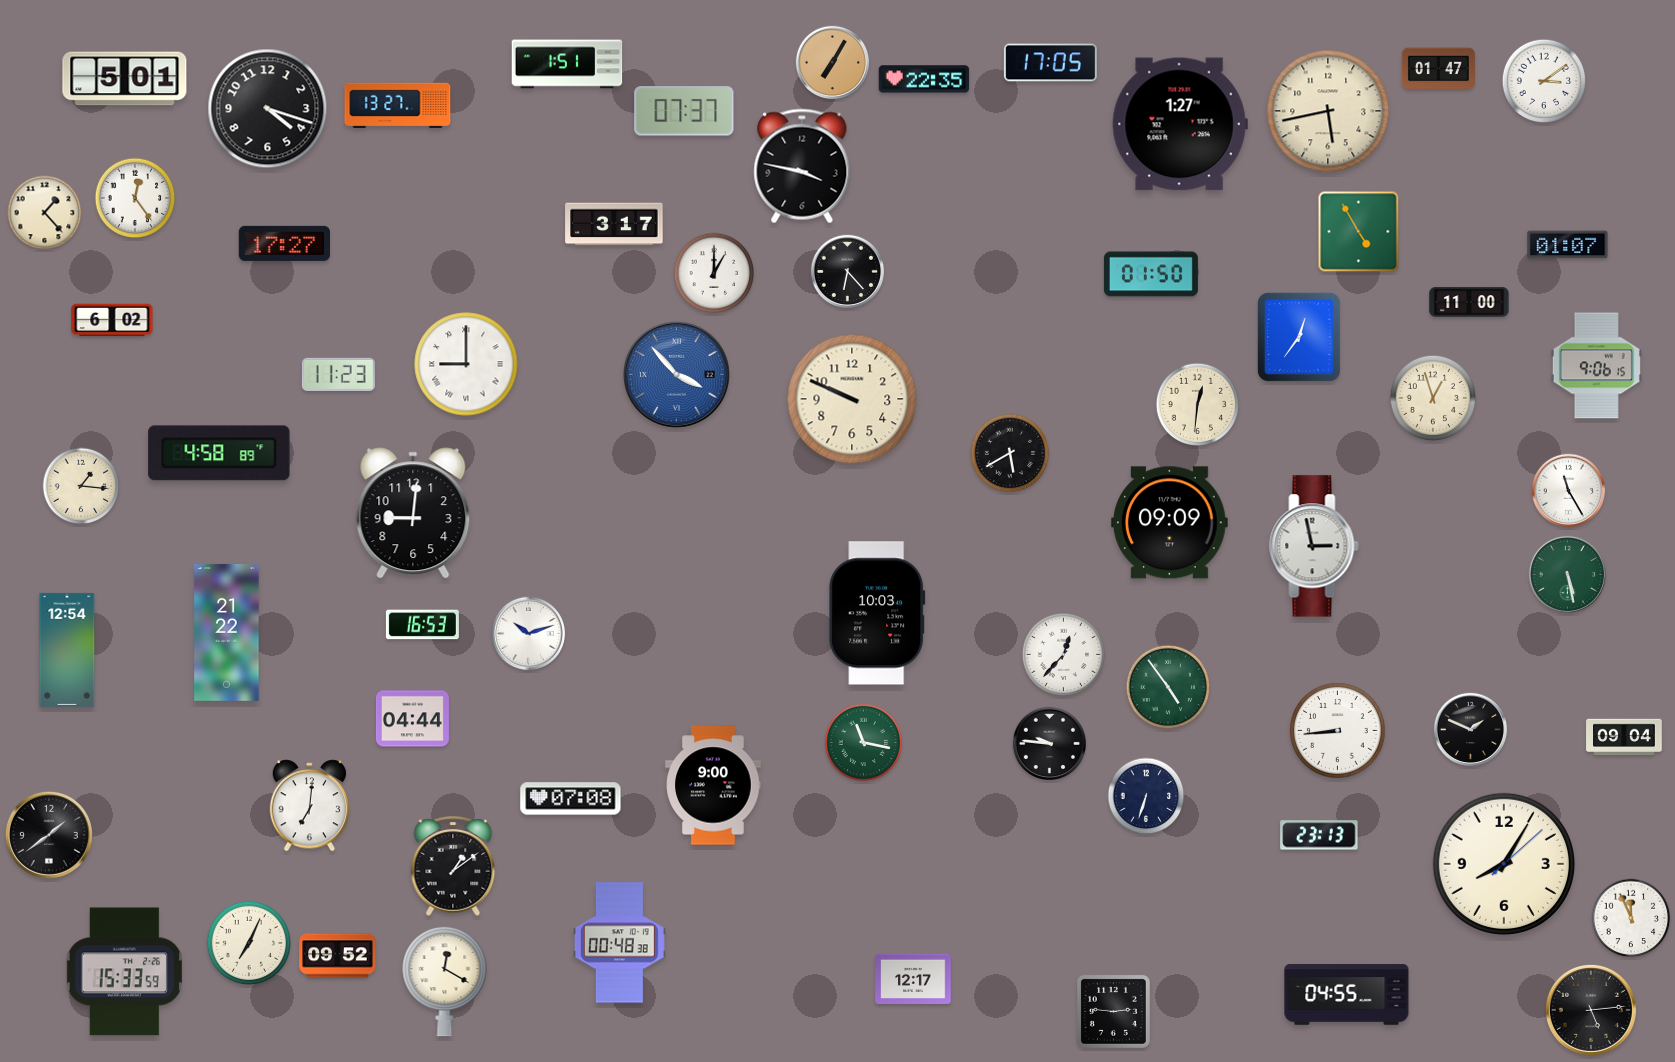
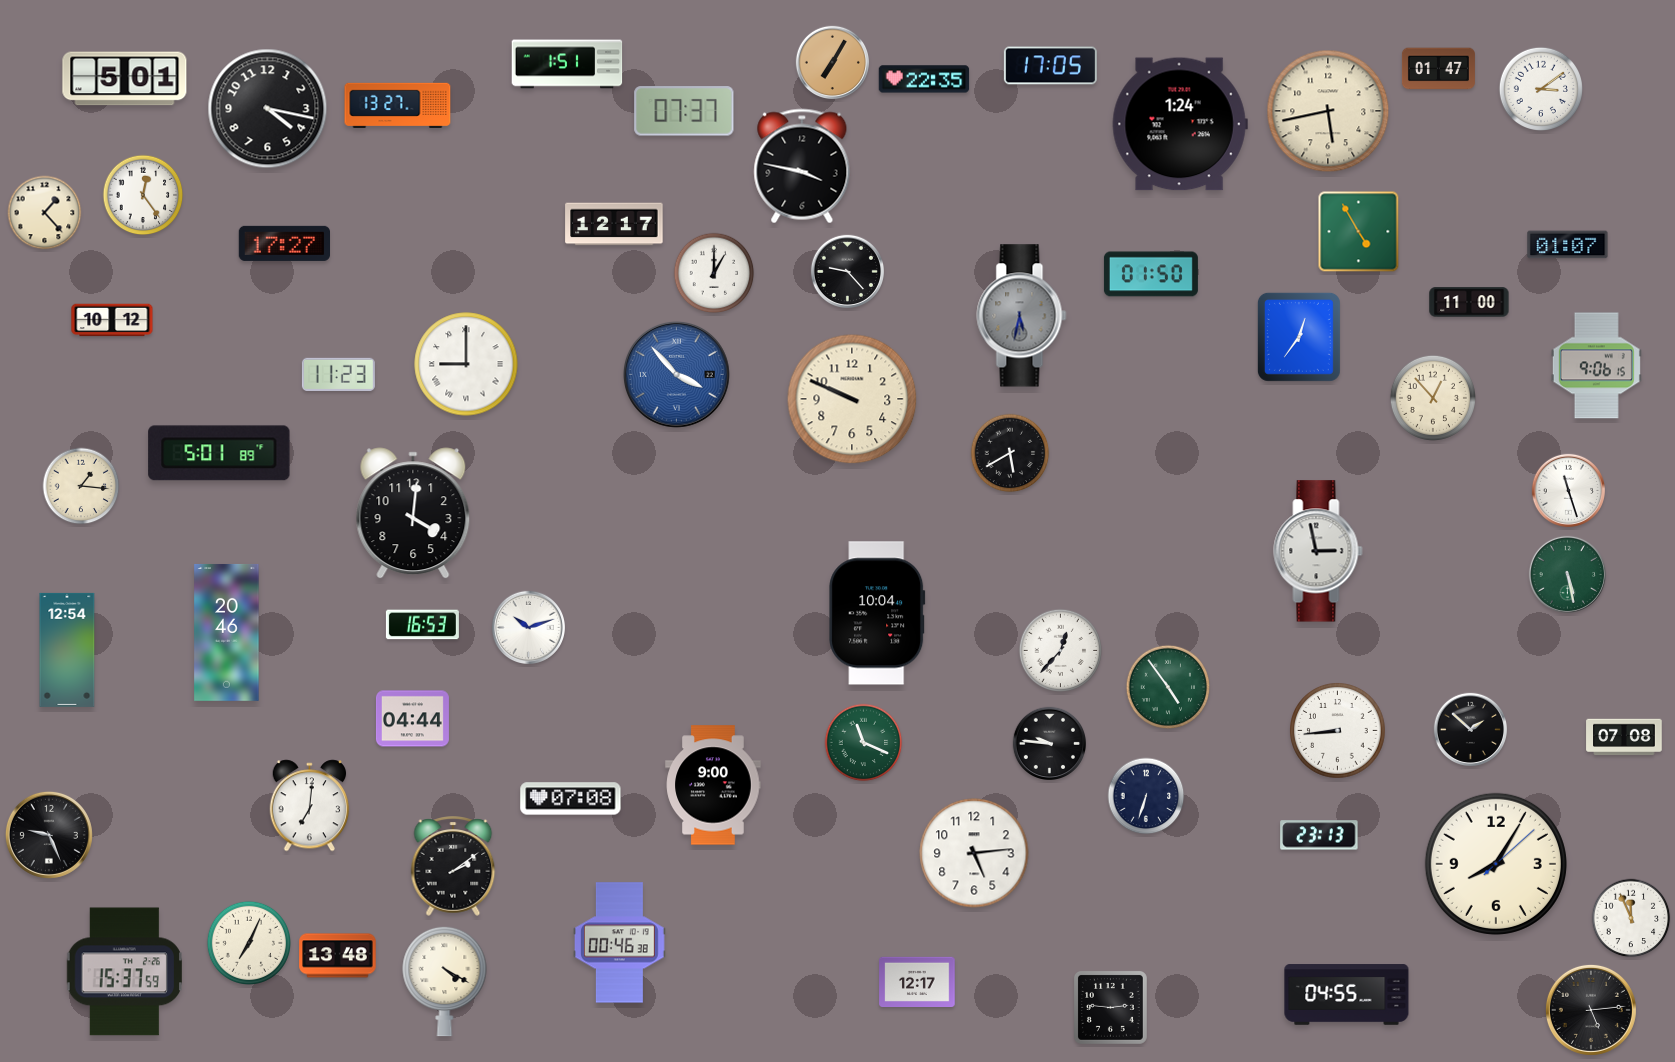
clock at (1050, 63) position: (1050, 63) -> (1050, 66)
clock at (1543, 80) position: (1543, 80) -> (1540, 88)
clock at (268, 109): 4:18 -> 4:17
clock at (1180, 124): 1:27 -> 1:24
clock at (135, 198) position: (135, 198) -> (143, 195)
clock at (614, 224): 3:17 -> 12:17
clock at (847, 271): 6:23 -> 9:23
clock at (1022, 316): none -> 5:32
clock at (112, 320): 6:02 -> 10:12
clock at (1433, 398): 12:57 -> 12:53
clock at (1198, 405): 12:31 -> none
clock at (219, 453): 4:58 -> 5:01
clock at (1568, 490): 11:25 -> 11:27
clock at (413, 513): 9:01 -> 4:01
clock at (1169, 523): 09:09 -> none
clock at (1314, 546) position: (1314, 546) -> (1318, 551)
clock at (877, 613): 10:03 -> 10:04
clock at (227, 632): 21:22 -> 20:46
clock at (528, 633) position: (528, 633) -> (528, 627)
clock at (1064, 655) position: (1064, 655) -> (1061, 651)
clock at (1470, 729): 1:49 -> 1:52
clock at (1624, 737): 09:04 -> 07:08
clock at (864, 743): 11:17 -> 11:19
clock at (49, 835): 1:39 -> 9:26
clock at (974, 853): none -> 5:14
clock at (1504, 864) position: (1504, 864) -> (1496, 864)
clock at (453, 866): 1:09 -> 2:09
clock at (620, 943): 00:48 -> 00:46
clock at (338, 956): 09:52 -> 13:48
clock at (124, 972): 15:33 -> 15:37
clock at (913, 978) position: (913, 978) -> (917, 981)
clock at (445, 981): 12:20 -> 4:20
clock at (1114, 1012) position: (1114, 1012) -> (1111, 1008)
